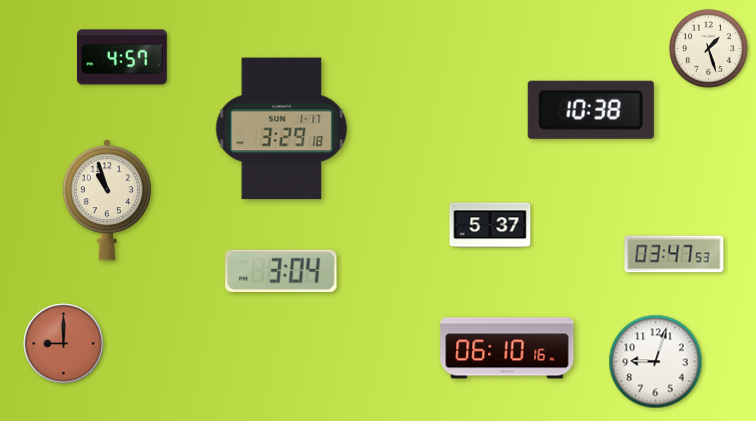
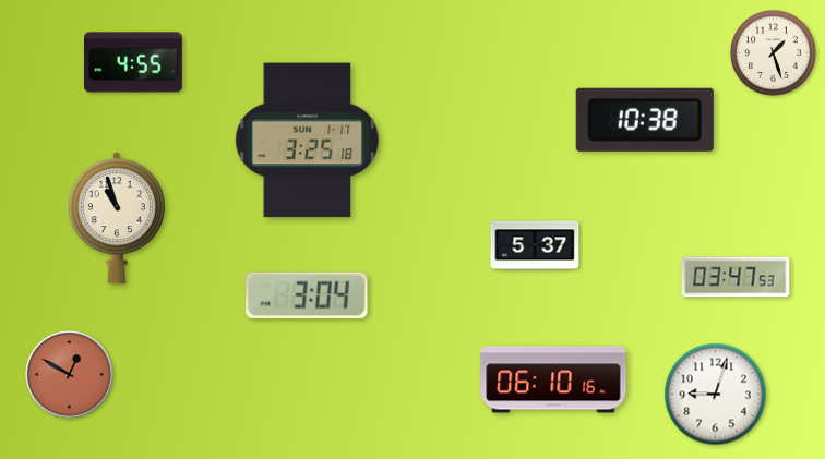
clock at (123, 57): 4:57 -> 4:55
clock at (282, 129): 3:29 -> 3:25
clock at (64, 344): 9:00 -> 12:50
